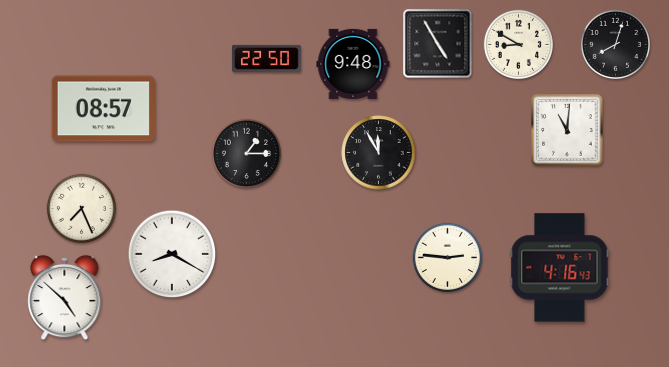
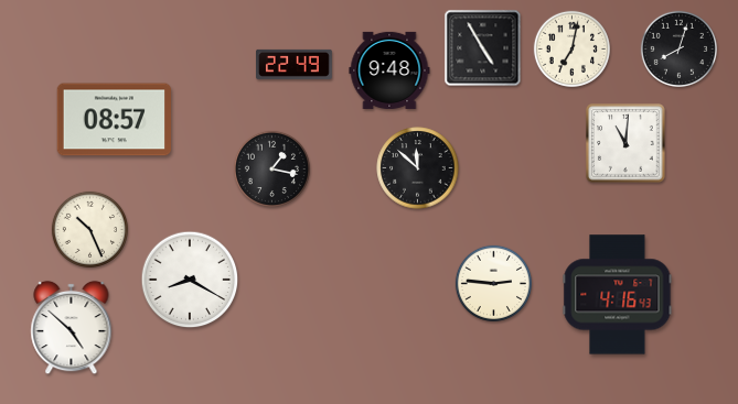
clock at (518, 44): 8:50 -> 7:02
clock at (267, 58): 22:50 -> 22:49
clock at (246, 153): 1:15 -> 1:17
clock at (379, 153): 11:55 -> 11:52
clock at (81, 208): 7:26 -> 10:26
